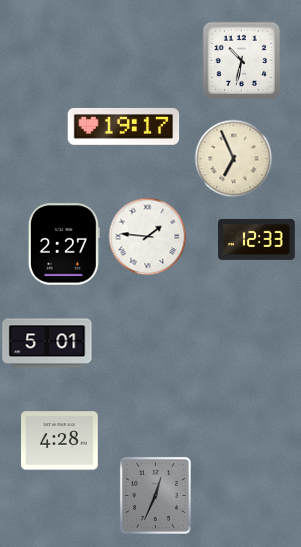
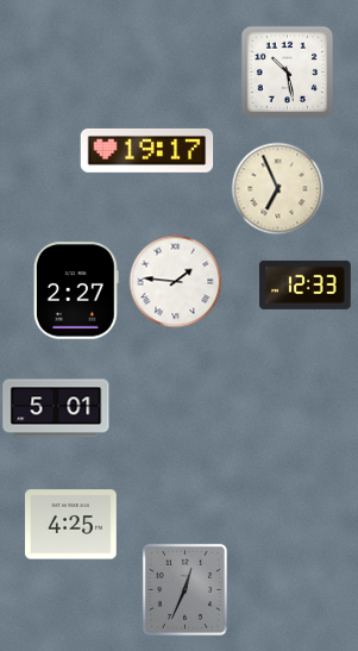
clock at (241, 60): 10:32 -> 10:28
clock at (60, 441): 4:28 -> 4:25
